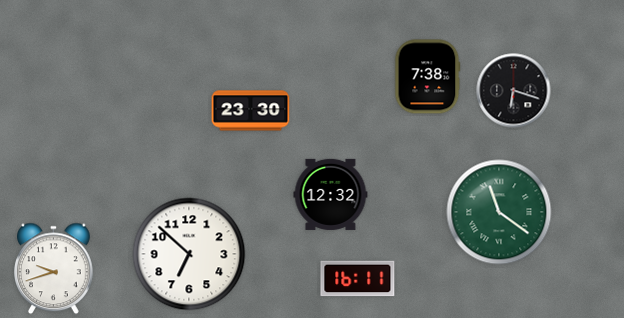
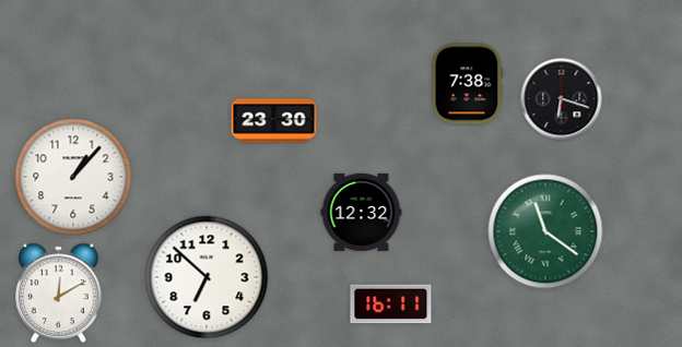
clock at (73, 177): none -> 1:07
clock at (54, 269): 9:42 -> 12:10
